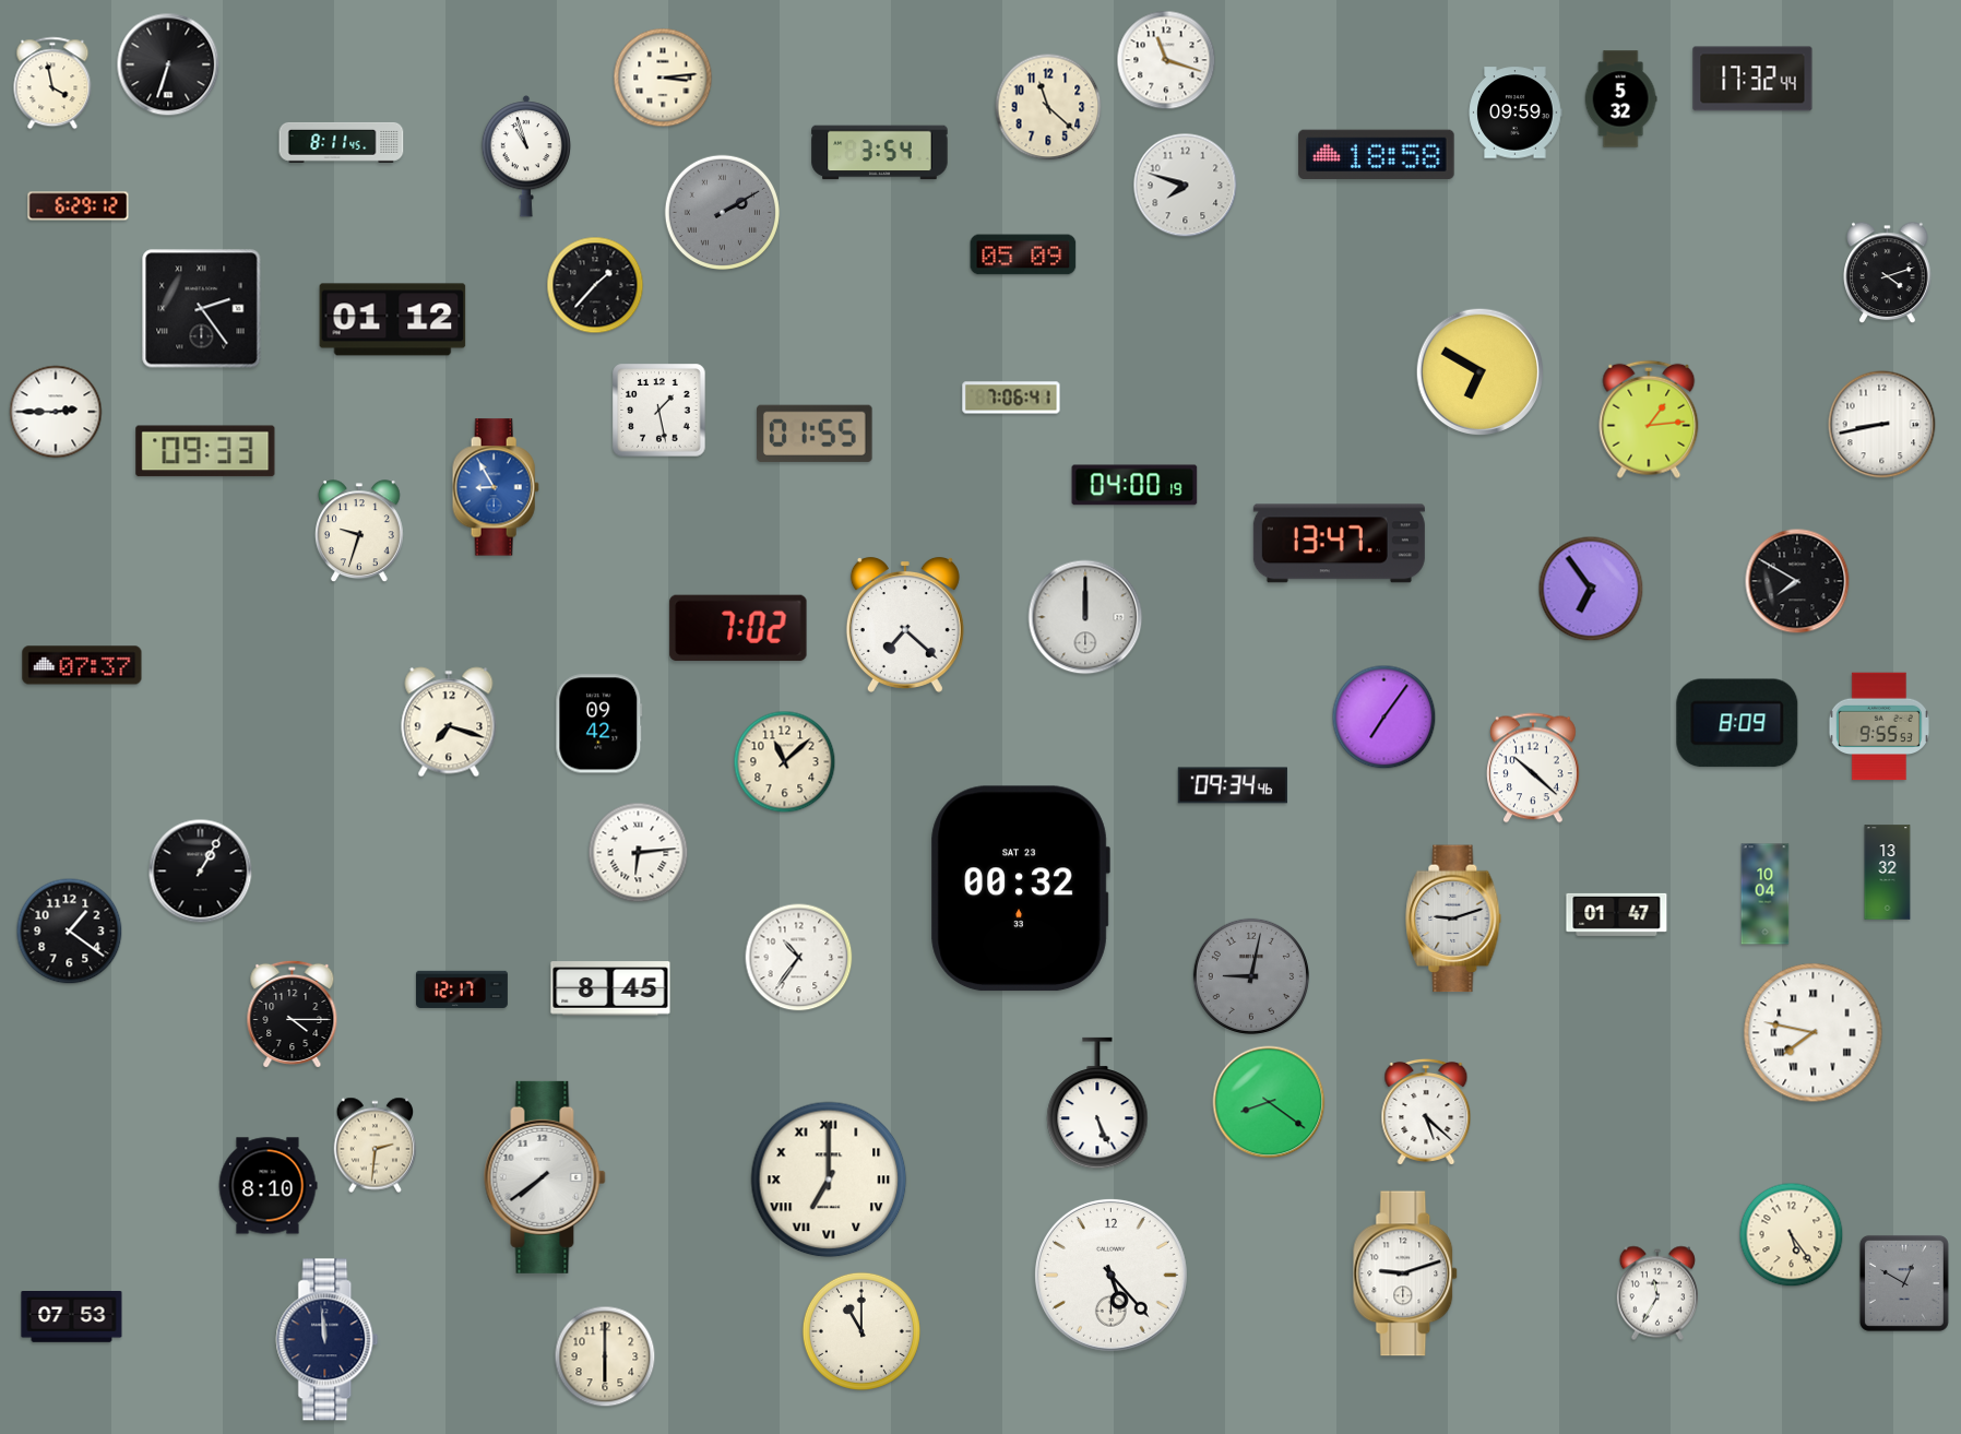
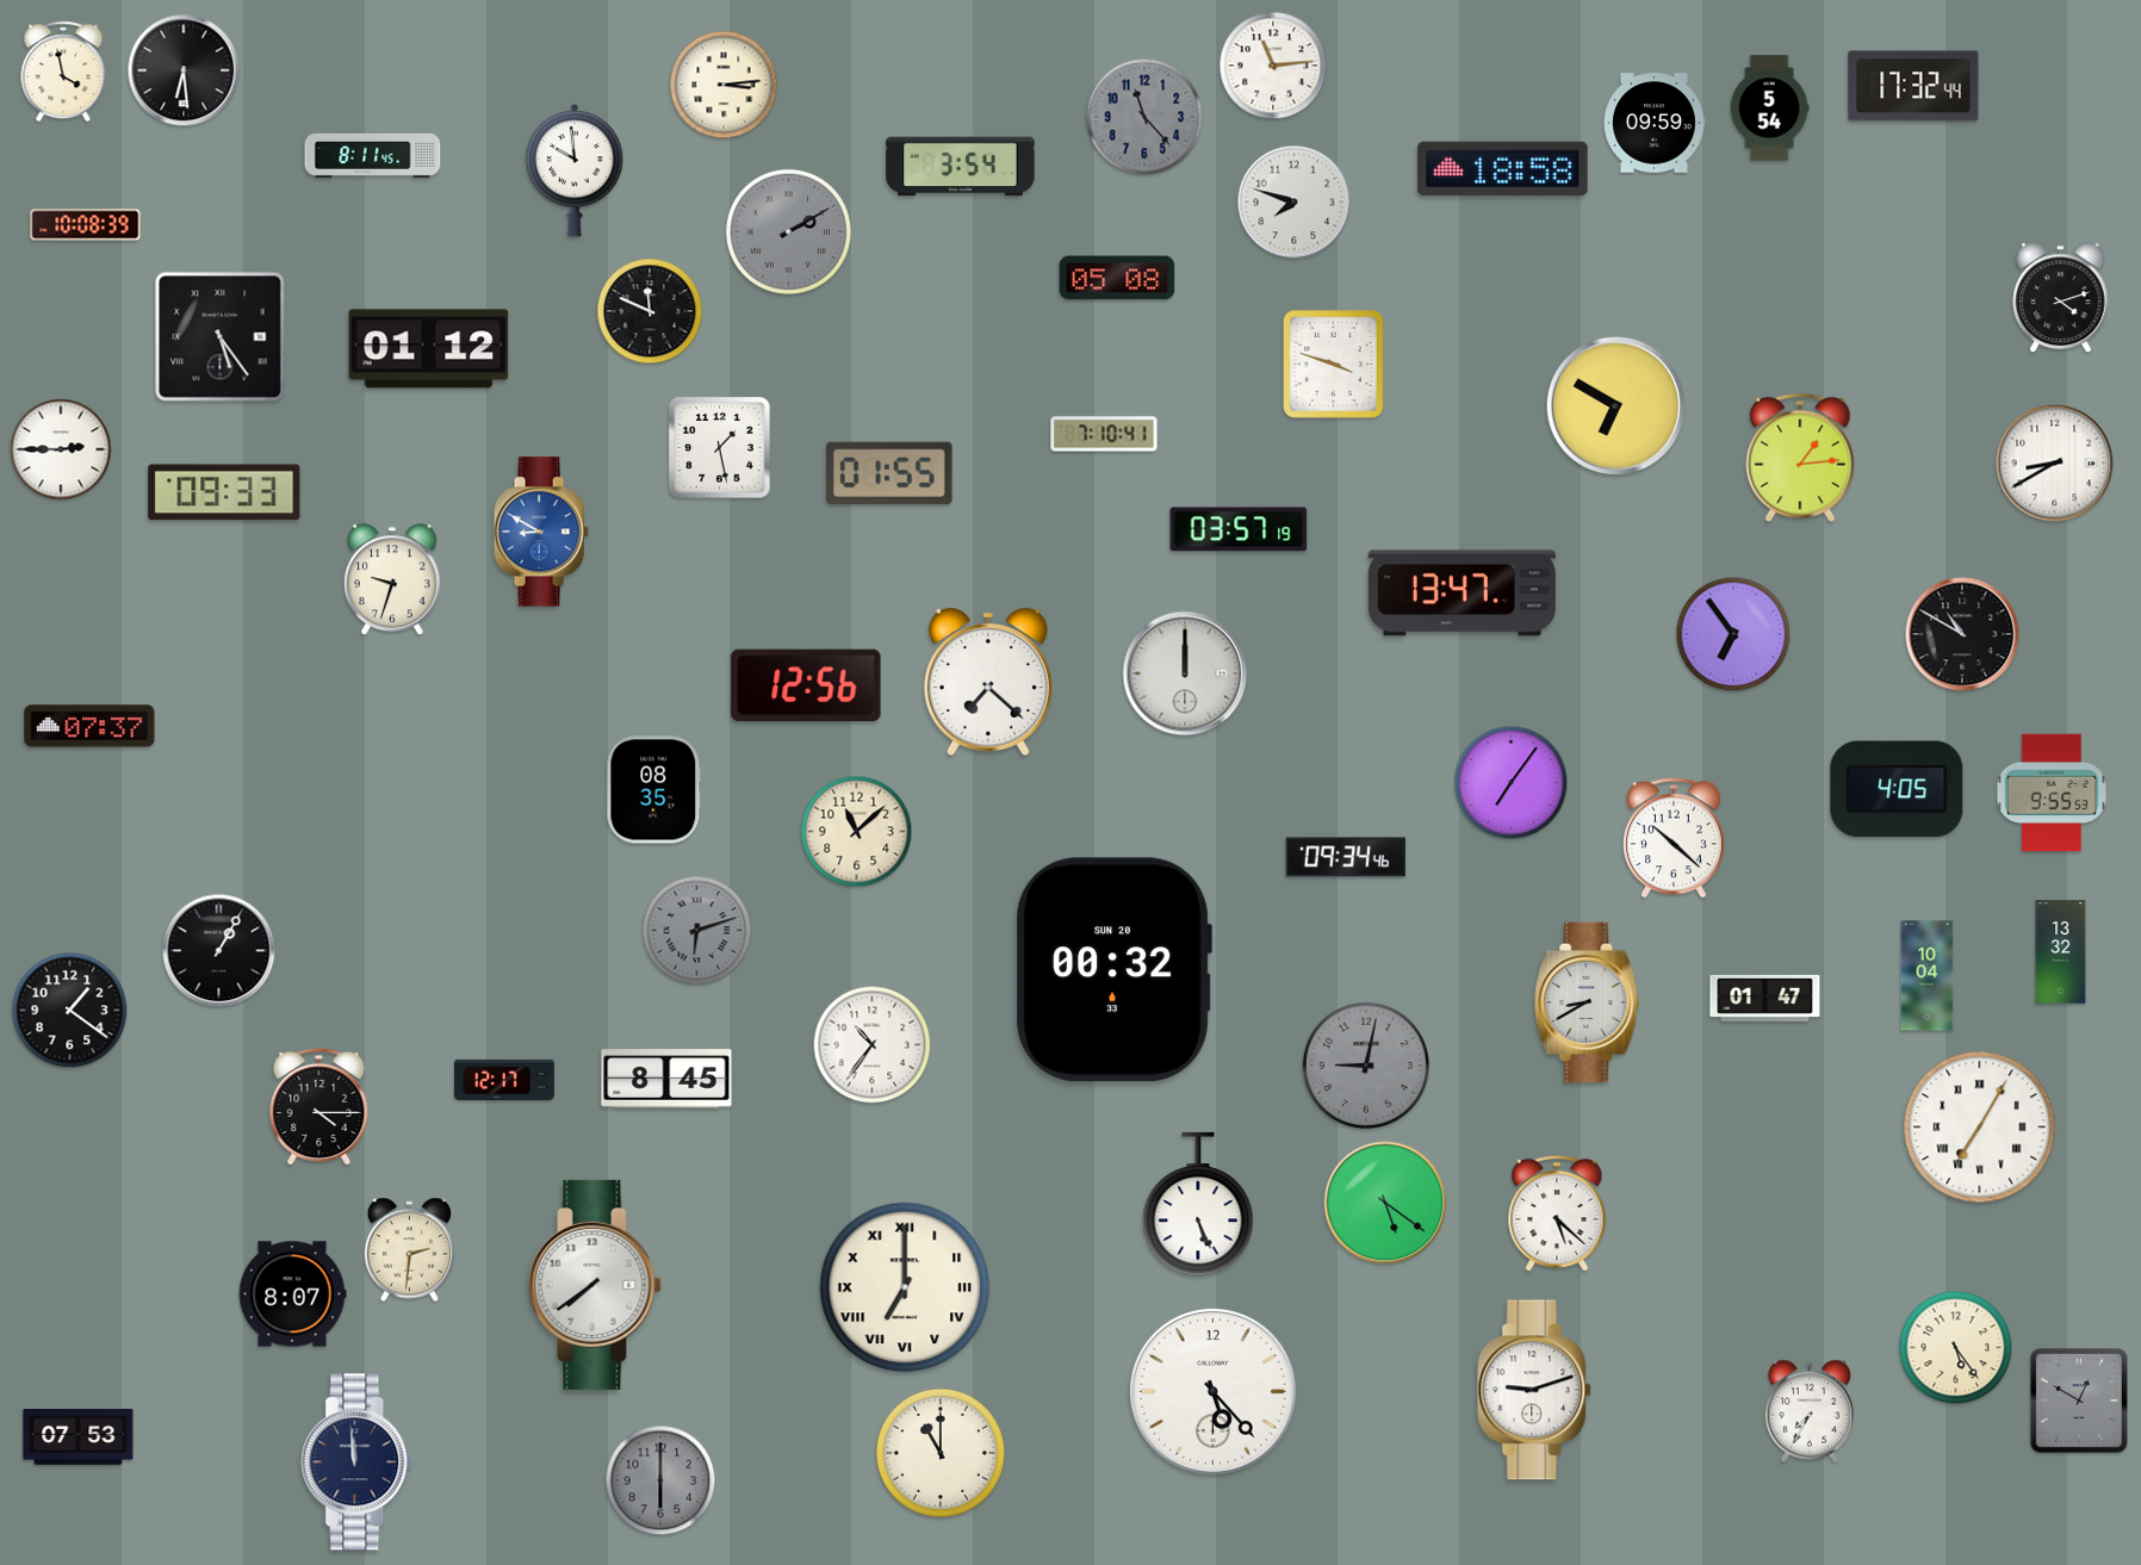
clock at (1166, 60): 11:18 -> 11:14
clock at (168, 64): 6:33 -> 6:29
clock at (52, 83) position: (52, 83) -> (63, 72)
clock at (1620, 99): 5:32 -> 5:54
clock at (1048, 107): 11:22 -> 11:23
clock at (1048, 107) dial: cream -> grey
clock at (525, 156): 10:57 -> 9:59
clock at (79, 206): 6:29 -> 10:08
clock at (1023, 254): 05:09 -> 05:08
clock at (595, 285): 1:37 -> 11:49
clock at (202, 309): 2:24 -> 5:24
clock at (1334, 365): none -> 3:48
clock at (1011, 398): 7:06 -> 7:10
clock at (1882, 425): 8:43 -> 8:40
clock at (1134, 485): 04:00 -> 03:57
clock at (496, 487): 8:55 -> 8:50
clock at (1797, 581): 7:50 -> 10:50
clock at (1591, 589) position: (1591, 589) -> (1733, 634)
clock at (738, 628): 7:02 -> 12:56
clock at (449, 722): 7:18 -> none
clock at (1737, 723): 8:09 -> 4:05
clock at (599, 724): 09:42 -> 08:35
clock at (639, 853): 6:14 -> 6:12
clock at (639, 853) dial: white -> grey
clock at (1020, 889) date: SAT 23 -> SUN 20
clock at (1453, 919): 9:12 -> 8:40
clock at (70, 932) position: (70, 932) -> (70, 1011)
clock at (1814, 1033): 7:47 -> 7:05
clock at (1269, 1102): 8:21 -> 5:21
clock at (268, 1186): 8:10 -> 8:07
clock at (1657, 1293): 11:35 -> 7:35
clock at (605, 1356) dial: cream -> grey
